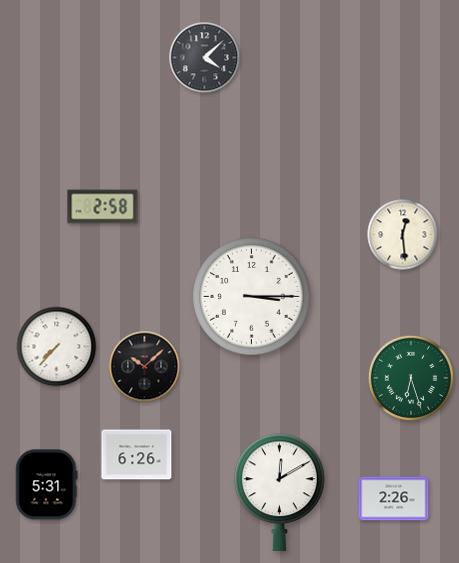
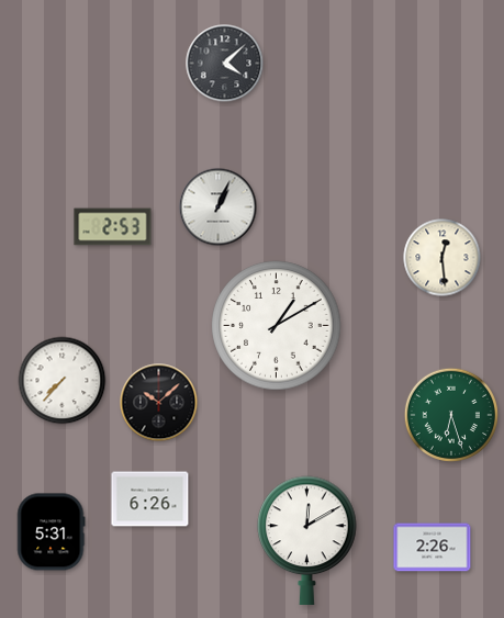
clock at (219, 207): none -> 1:04
clock at (103, 207): 2:58 -> 2:53
clock at (252, 297): 3:15 -> 1:10
